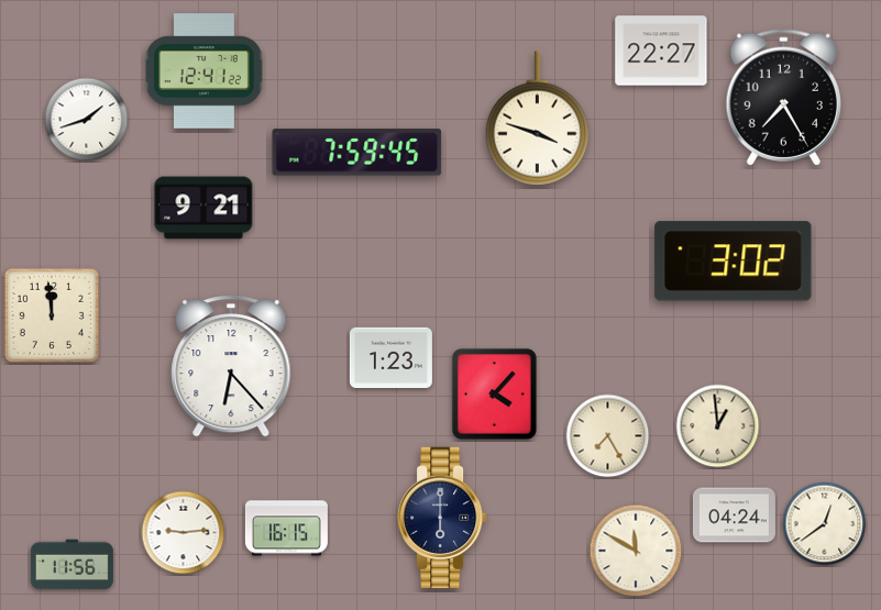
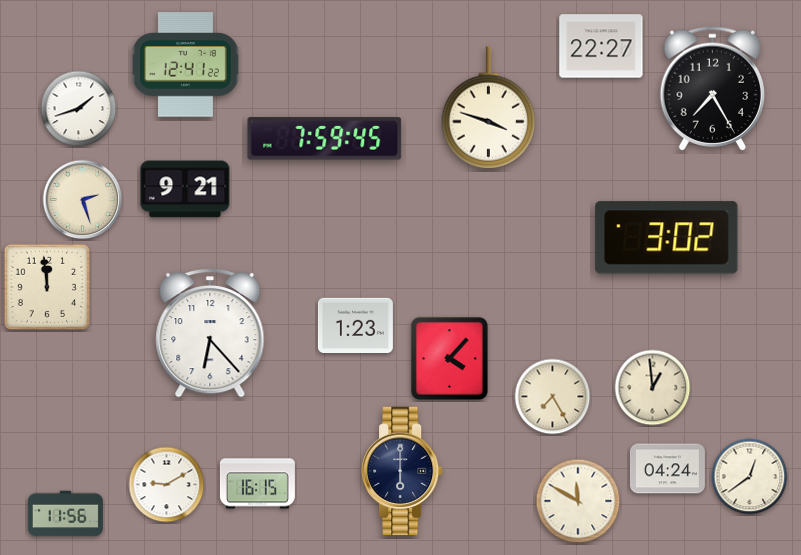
clock at (83, 200): none -> 2:27
clock at (286, 529) position: (286, 529) -> (257, 484)
clock at (184, 533): 9:14 -> 9:10
